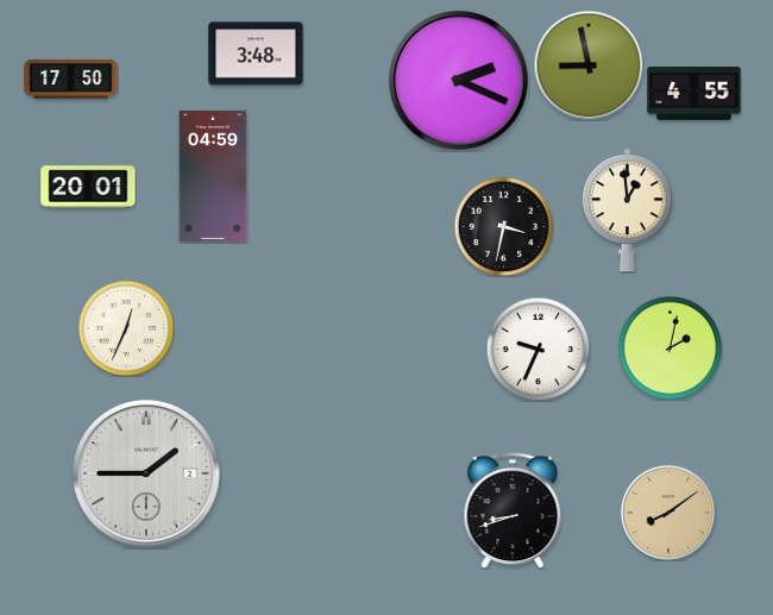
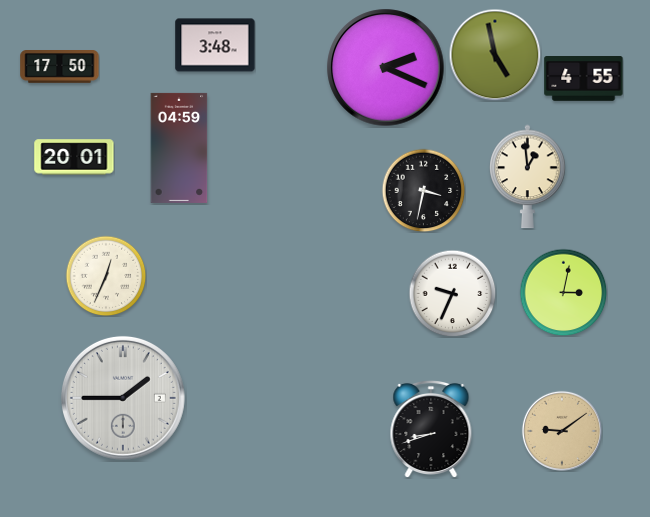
clock at (589, 65): 8:58 -> 4:58
clock at (670, 347): 2:02 -> 3:02
clock at (668, 513): 8:09 -> 9:09
